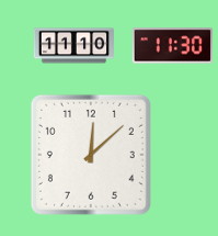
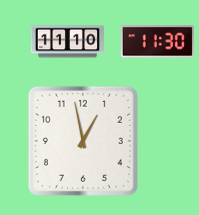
clock at (91, 155): 12:08 -> 12:58
